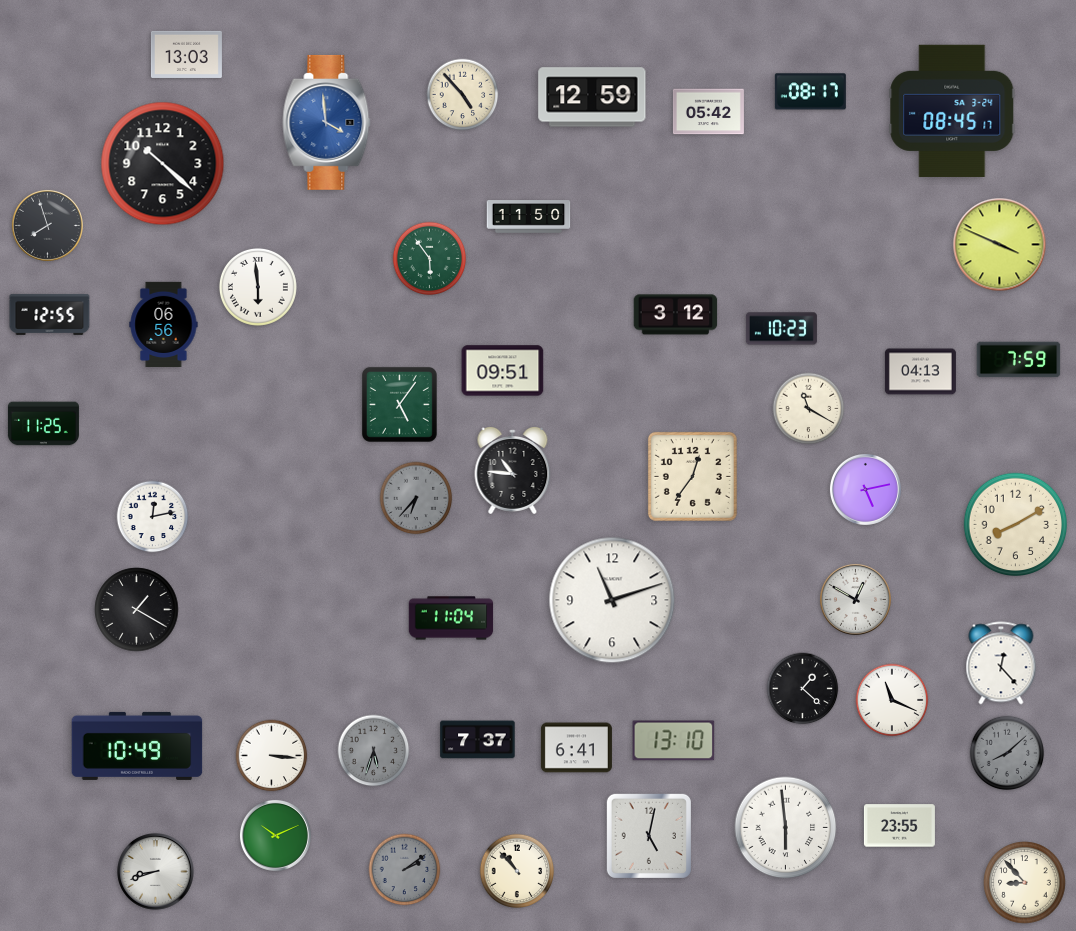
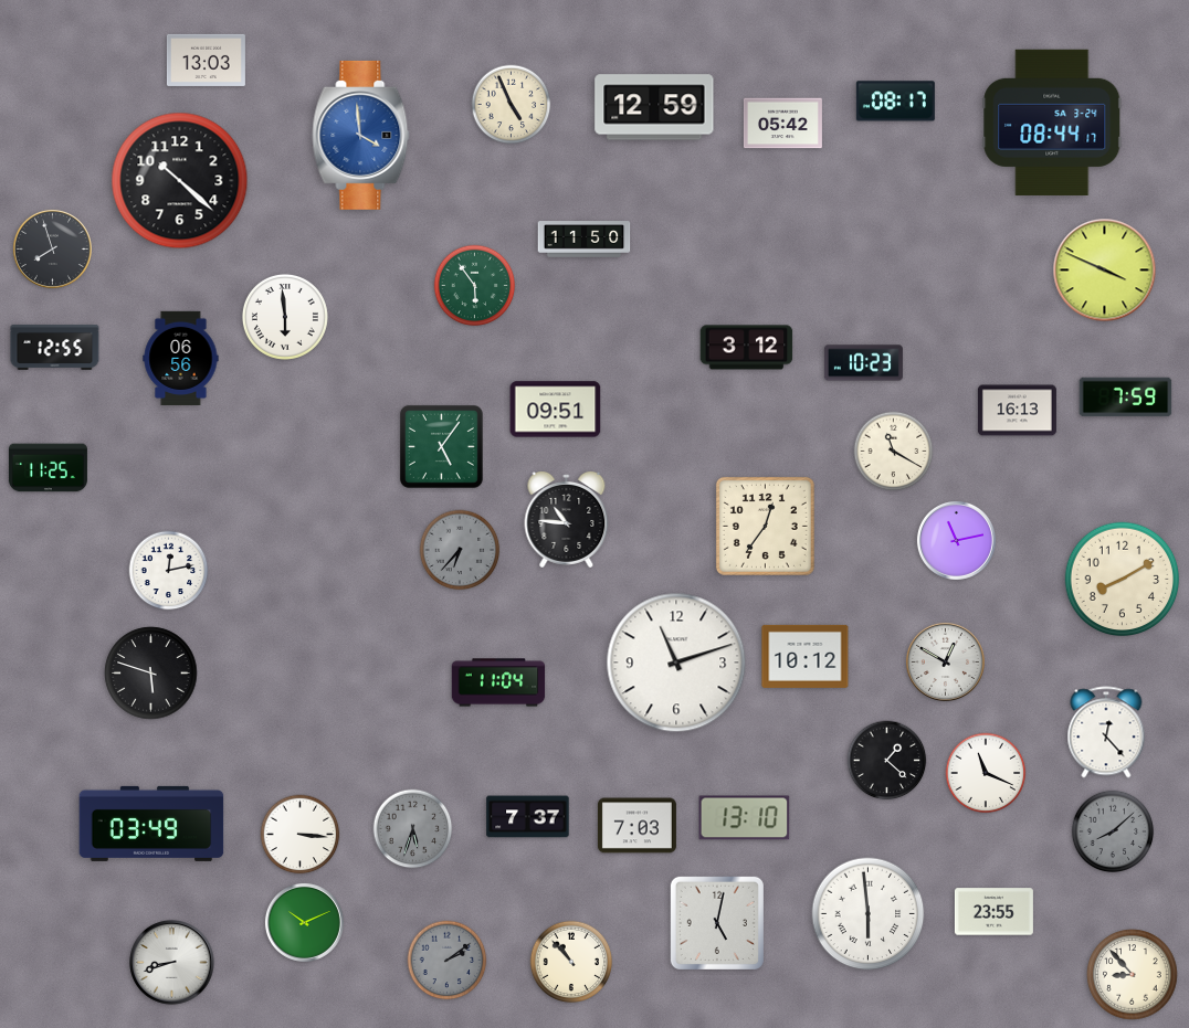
clock at (463, 95): 4:53 -> 4:56
clock at (952, 111): 08:45 -> 08:44
clock at (920, 372): 04:13 -> 16:13
clock at (865, 489): 5:13 -> 11:13
clock at (806, 656): none -> 10:12
clock at (137, 610): 1:20 -> 5:48
clock at (137, 746): 10:49 -> 03:49
clock at (576, 748): 6:41 -> 7:03
